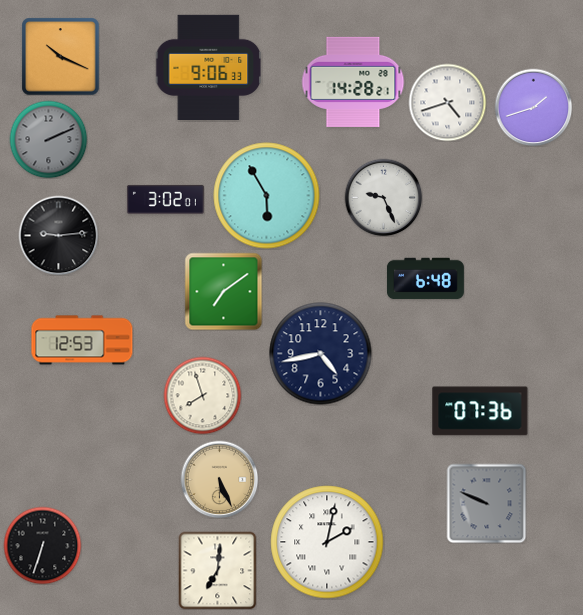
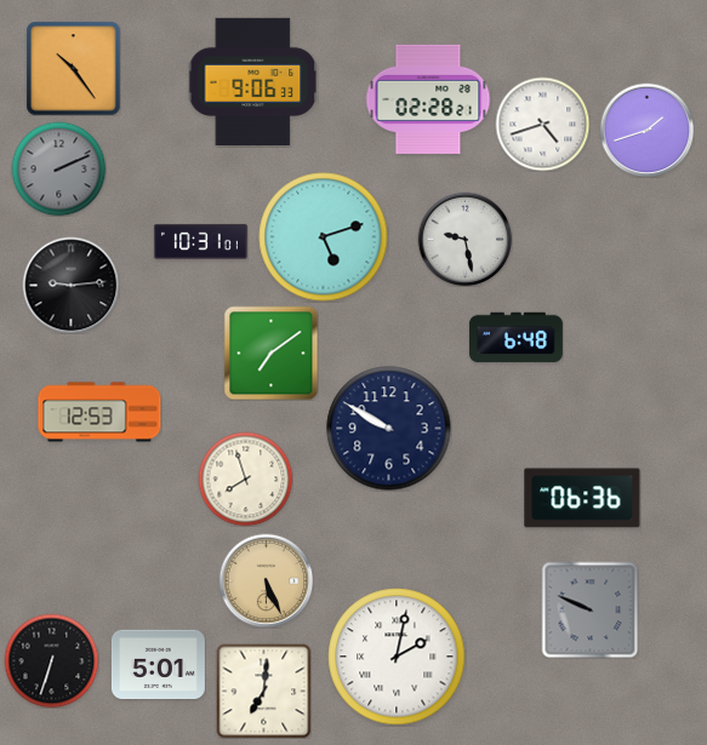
clock at (60, 56): 10:19 -> 10:24
clock at (353, 82): 14:28 -> 02:28
clock at (267, 196): 5:55 -> 5:12
clock at (383, 197): 9:26 -> 9:28
clock at (165, 199): 3:02 -> 10:31
clock at (321, 354): 4:43 -> 9:50
clock at (480, 411): 07:36 -> 06:36
clock at (158, 664): none -> 5:01
